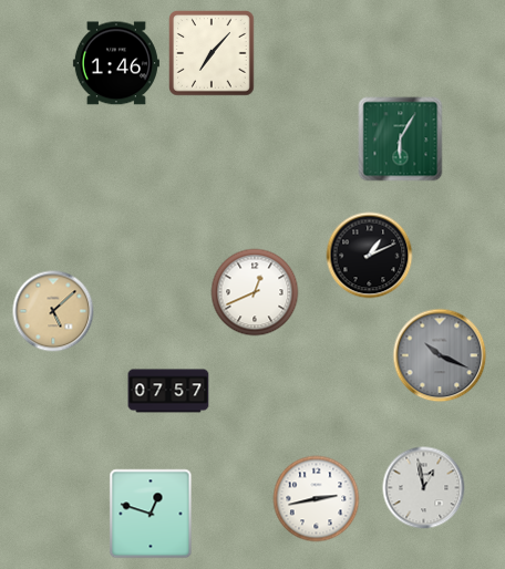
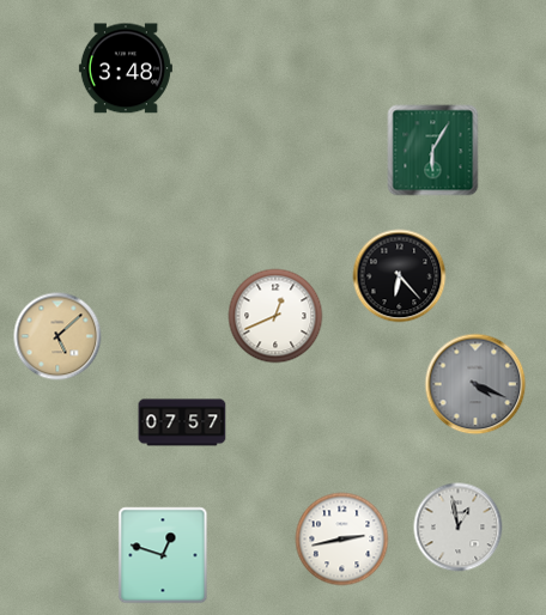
clock at (212, 53): 7:07 -> none
clock at (116, 63): 1:46 -> 3:48
clock at (370, 256): 1:11 -> 6:23
clock at (440, 355): 10:19 -> 4:19
